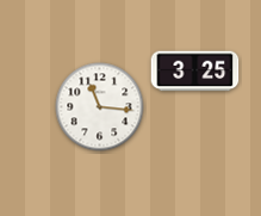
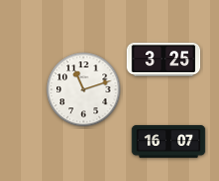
clock at (100, 107): 11:16 -> 11:12
clock at (169, 142): none -> 16:07
